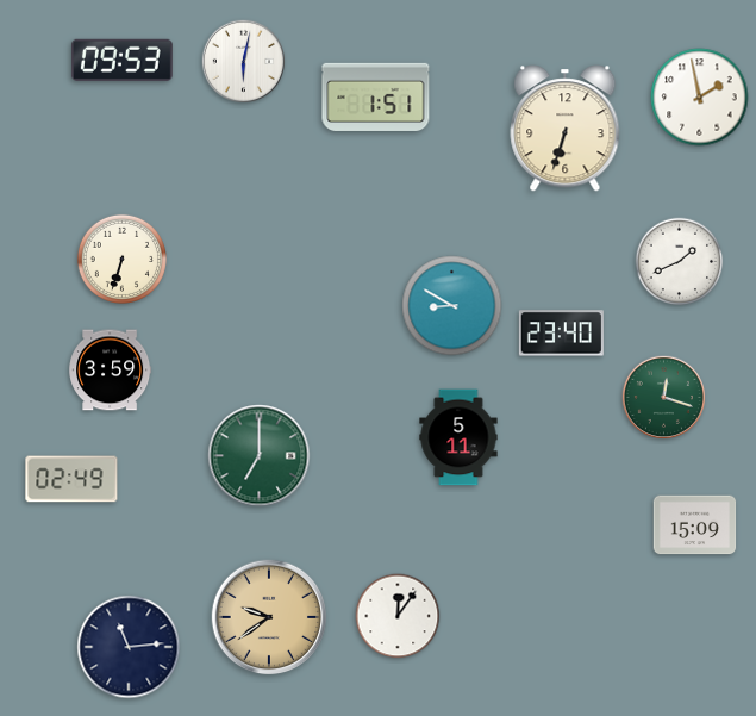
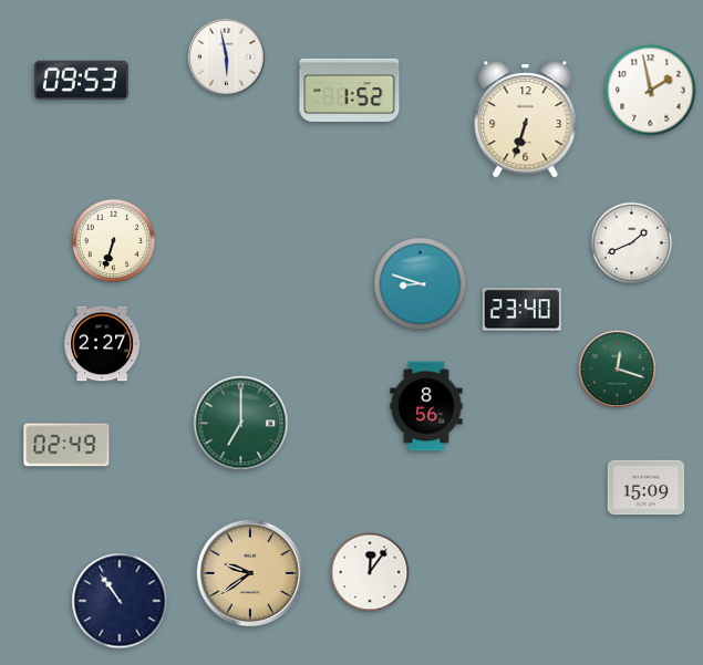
clock at (121, 60) position: (121, 60) -> (81, 80)
clock at (243, 61): 6:02 -> 5:58
clock at (376, 96): 1:51 -> 1:52
clock at (452, 306): 8:50 -> 8:48
clock at (111, 371): 3:59 -> 2:27
clock at (458, 437): 5:11 -> 8:56
clock at (129, 647): 11:14 -> 10:54
